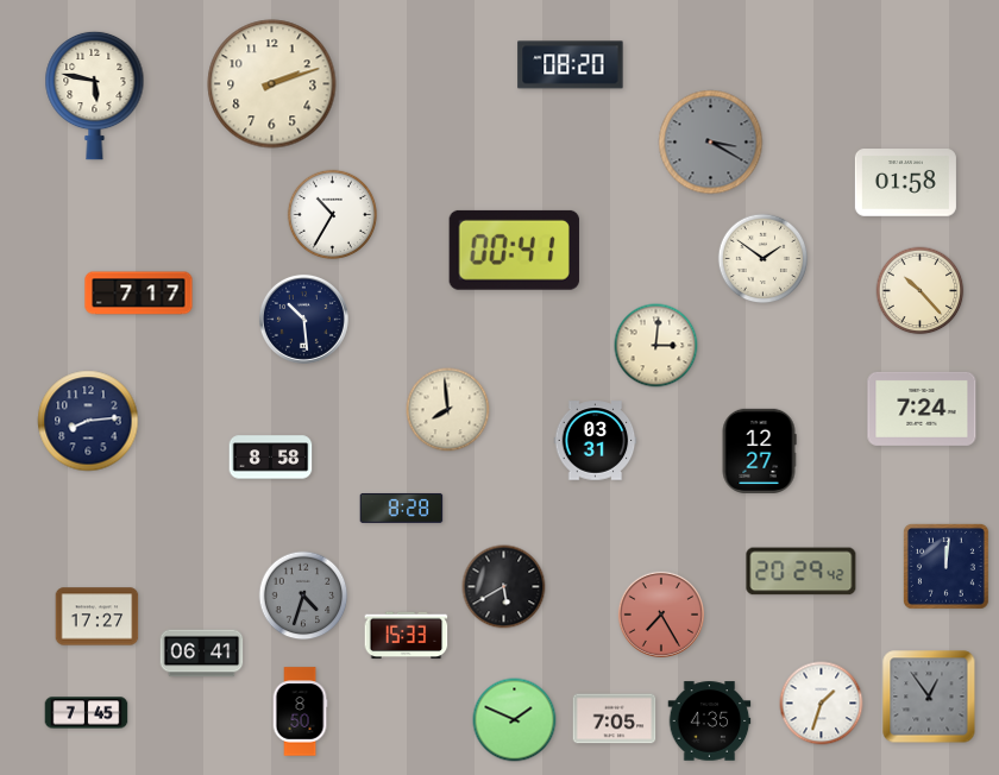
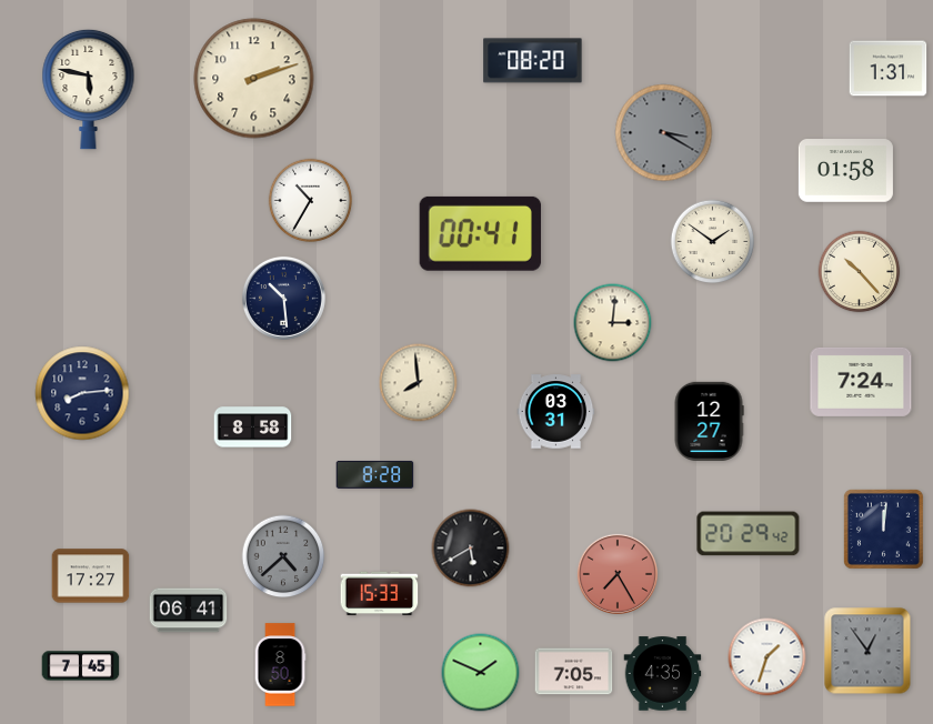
clock at (889, 69): none -> 1:31
clock at (139, 294): 7:17 -> none
clock at (303, 596): 4:33 -> 4:38
